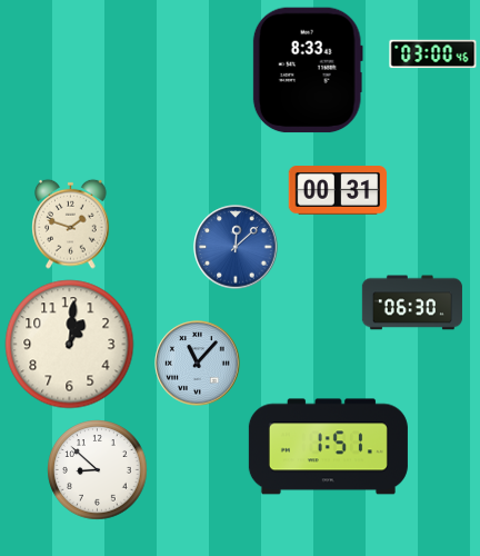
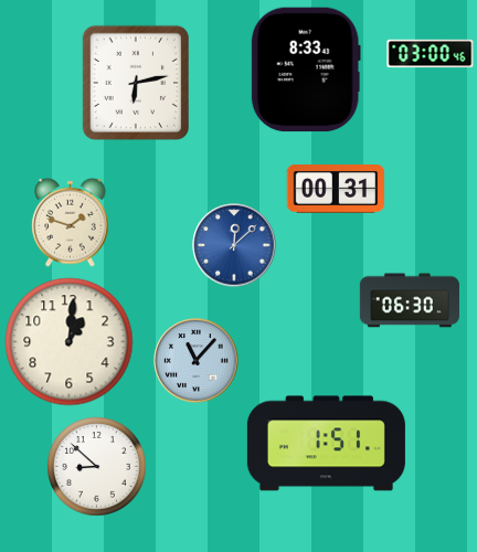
clock at (135, 82): none -> 6:13
